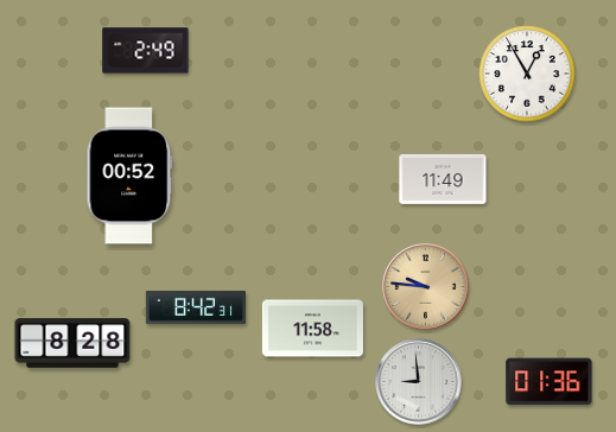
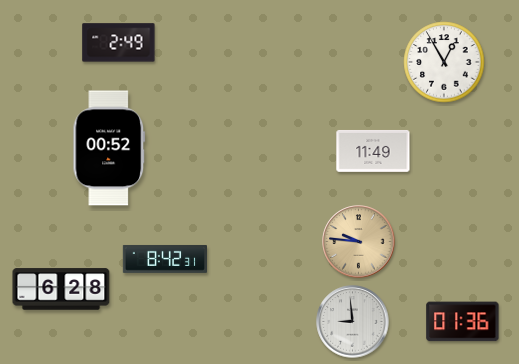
clock at (146, 51) position: (146, 51) -> (119, 43)
clock at (312, 329): 11:58 -> none
clock at (72, 343): 8:28 -> 6:28
